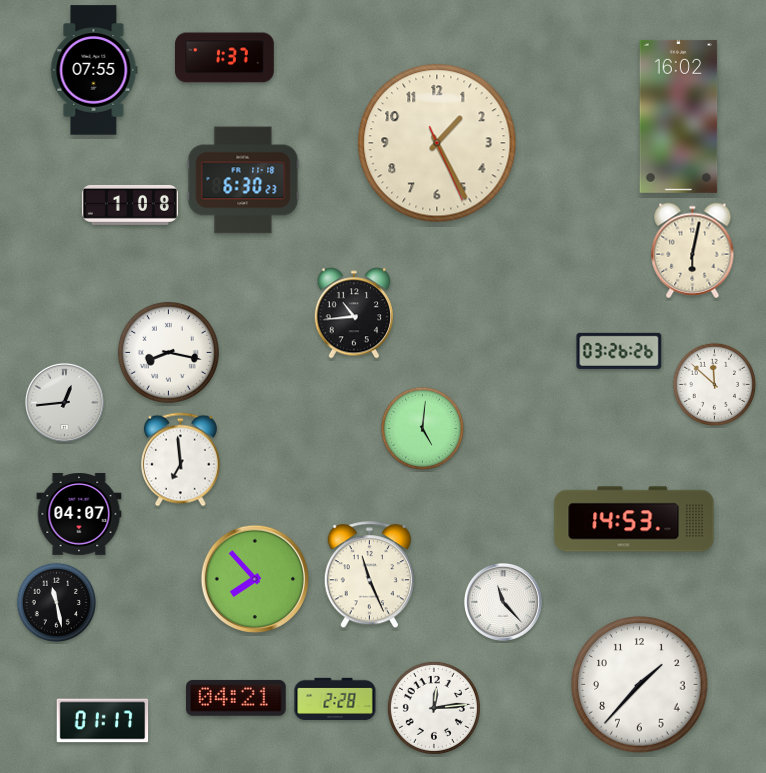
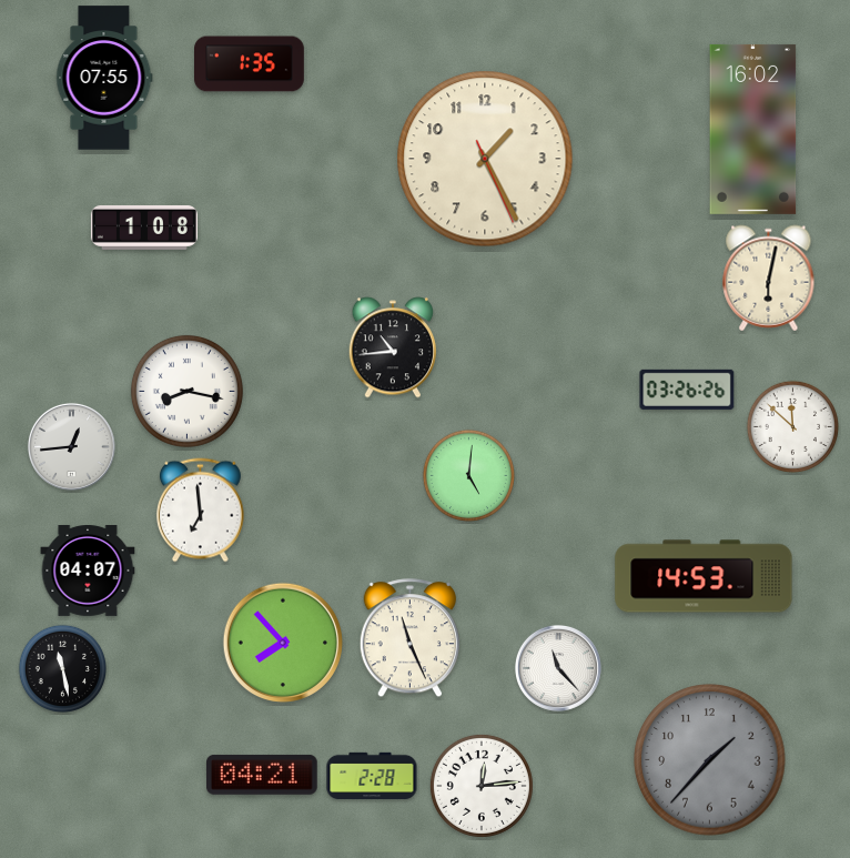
clock at (225, 58): 1:37 -> 1:35
clock at (243, 180): 6:30 -> none
clock at (640, 685) dial: white -> grey
clock at (103, 721): 01:17 -> none
